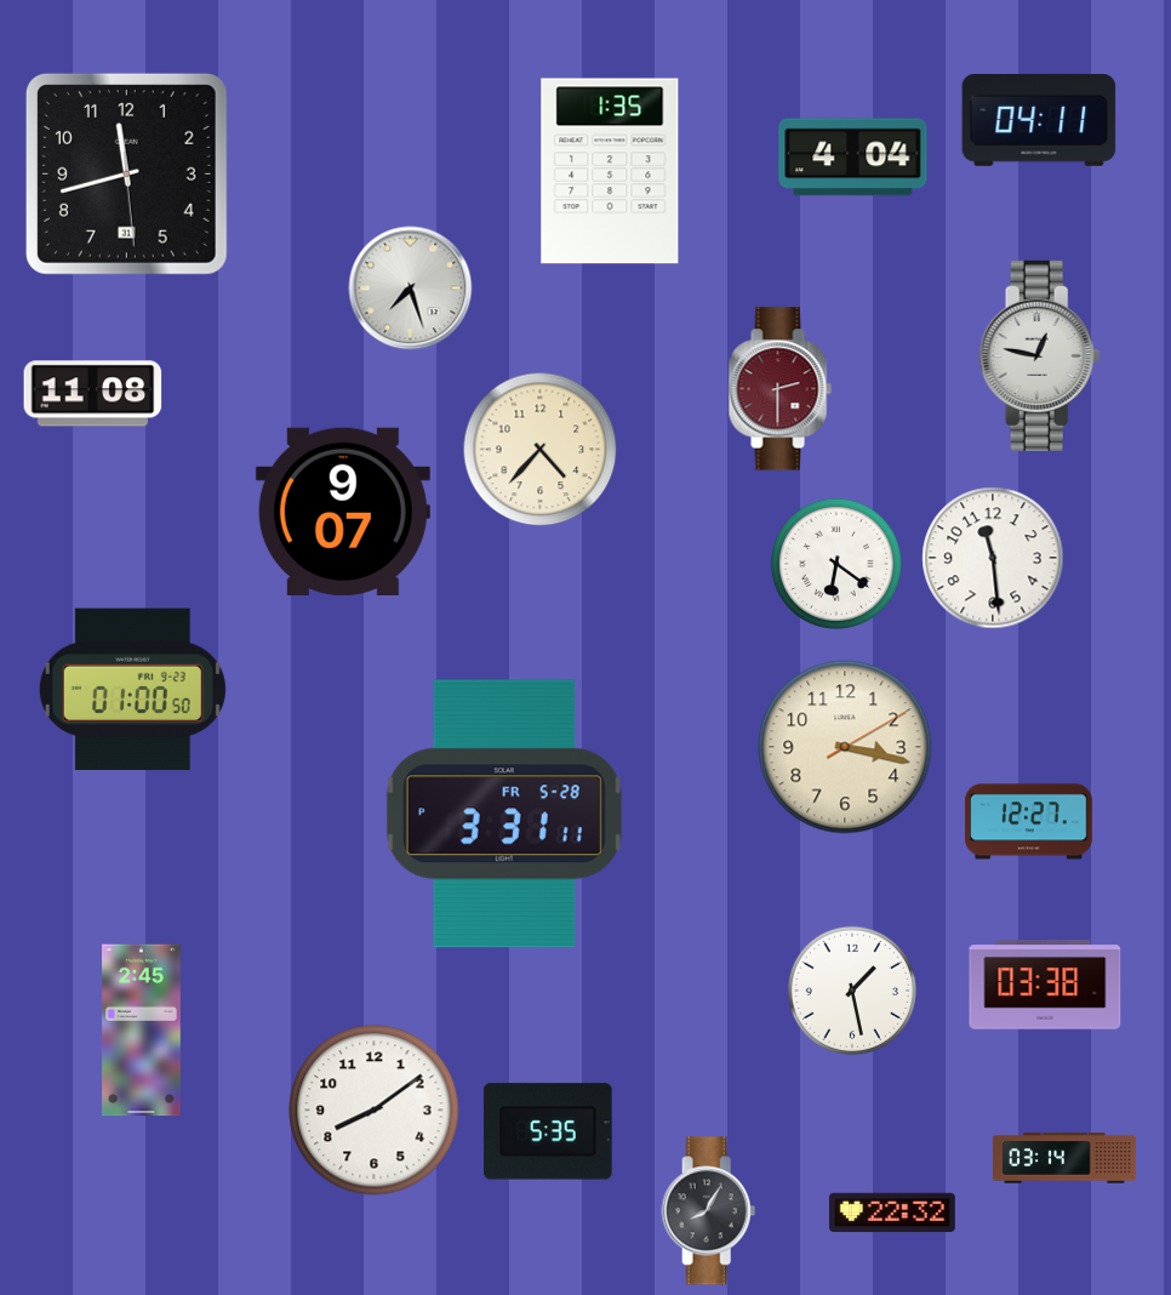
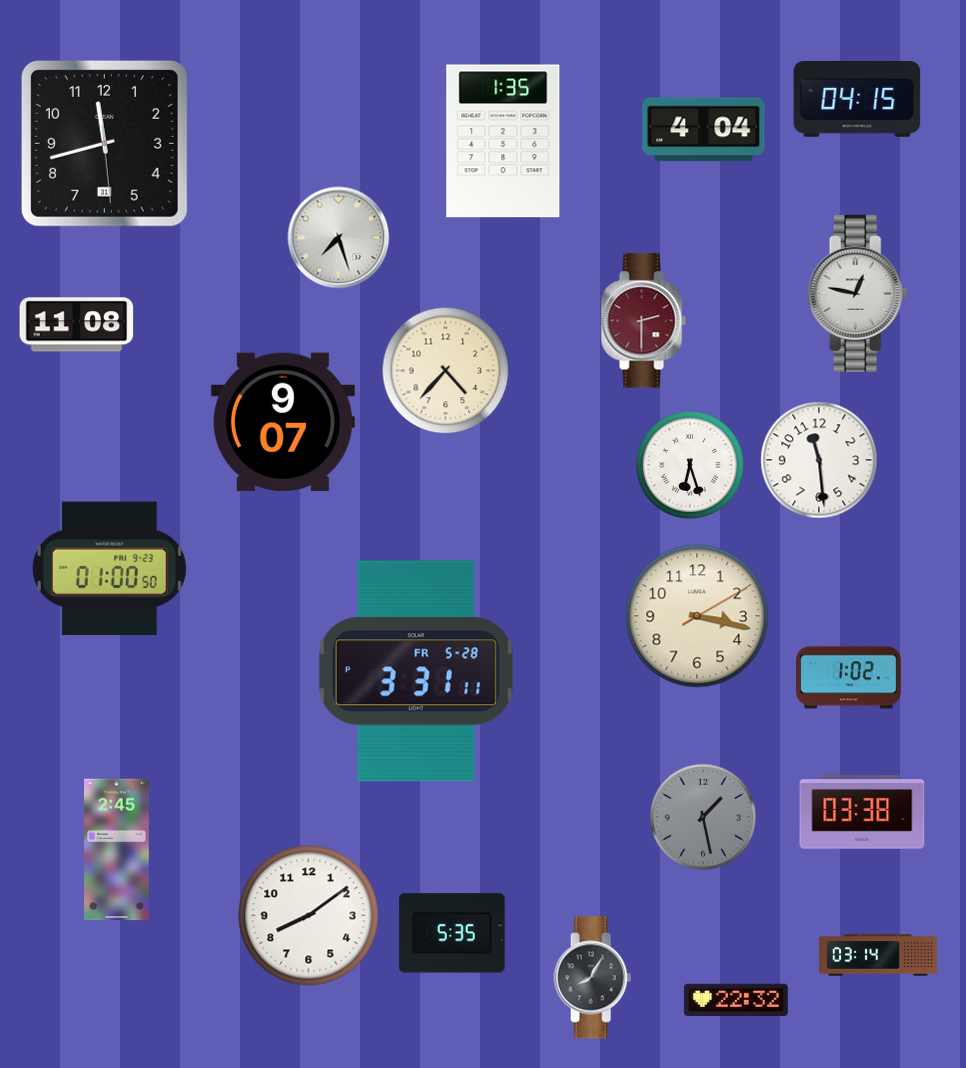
clock at (1039, 120): 04:11 -> 04:15
clock at (836, 564): 6:21 -> 6:27
clock at (1029, 822): 12:27 -> 1:02
clock at (852, 991) dial: white -> grey
clock at (709, 1211) position: (709, 1211) -> (593, 978)
